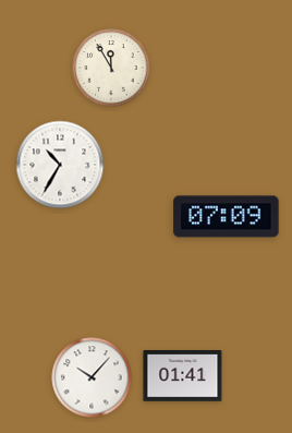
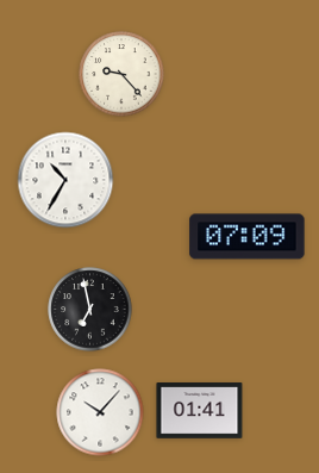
clock at (111, 68): 11:55 -> 9:23
clock at (90, 310): none -> 6:58
